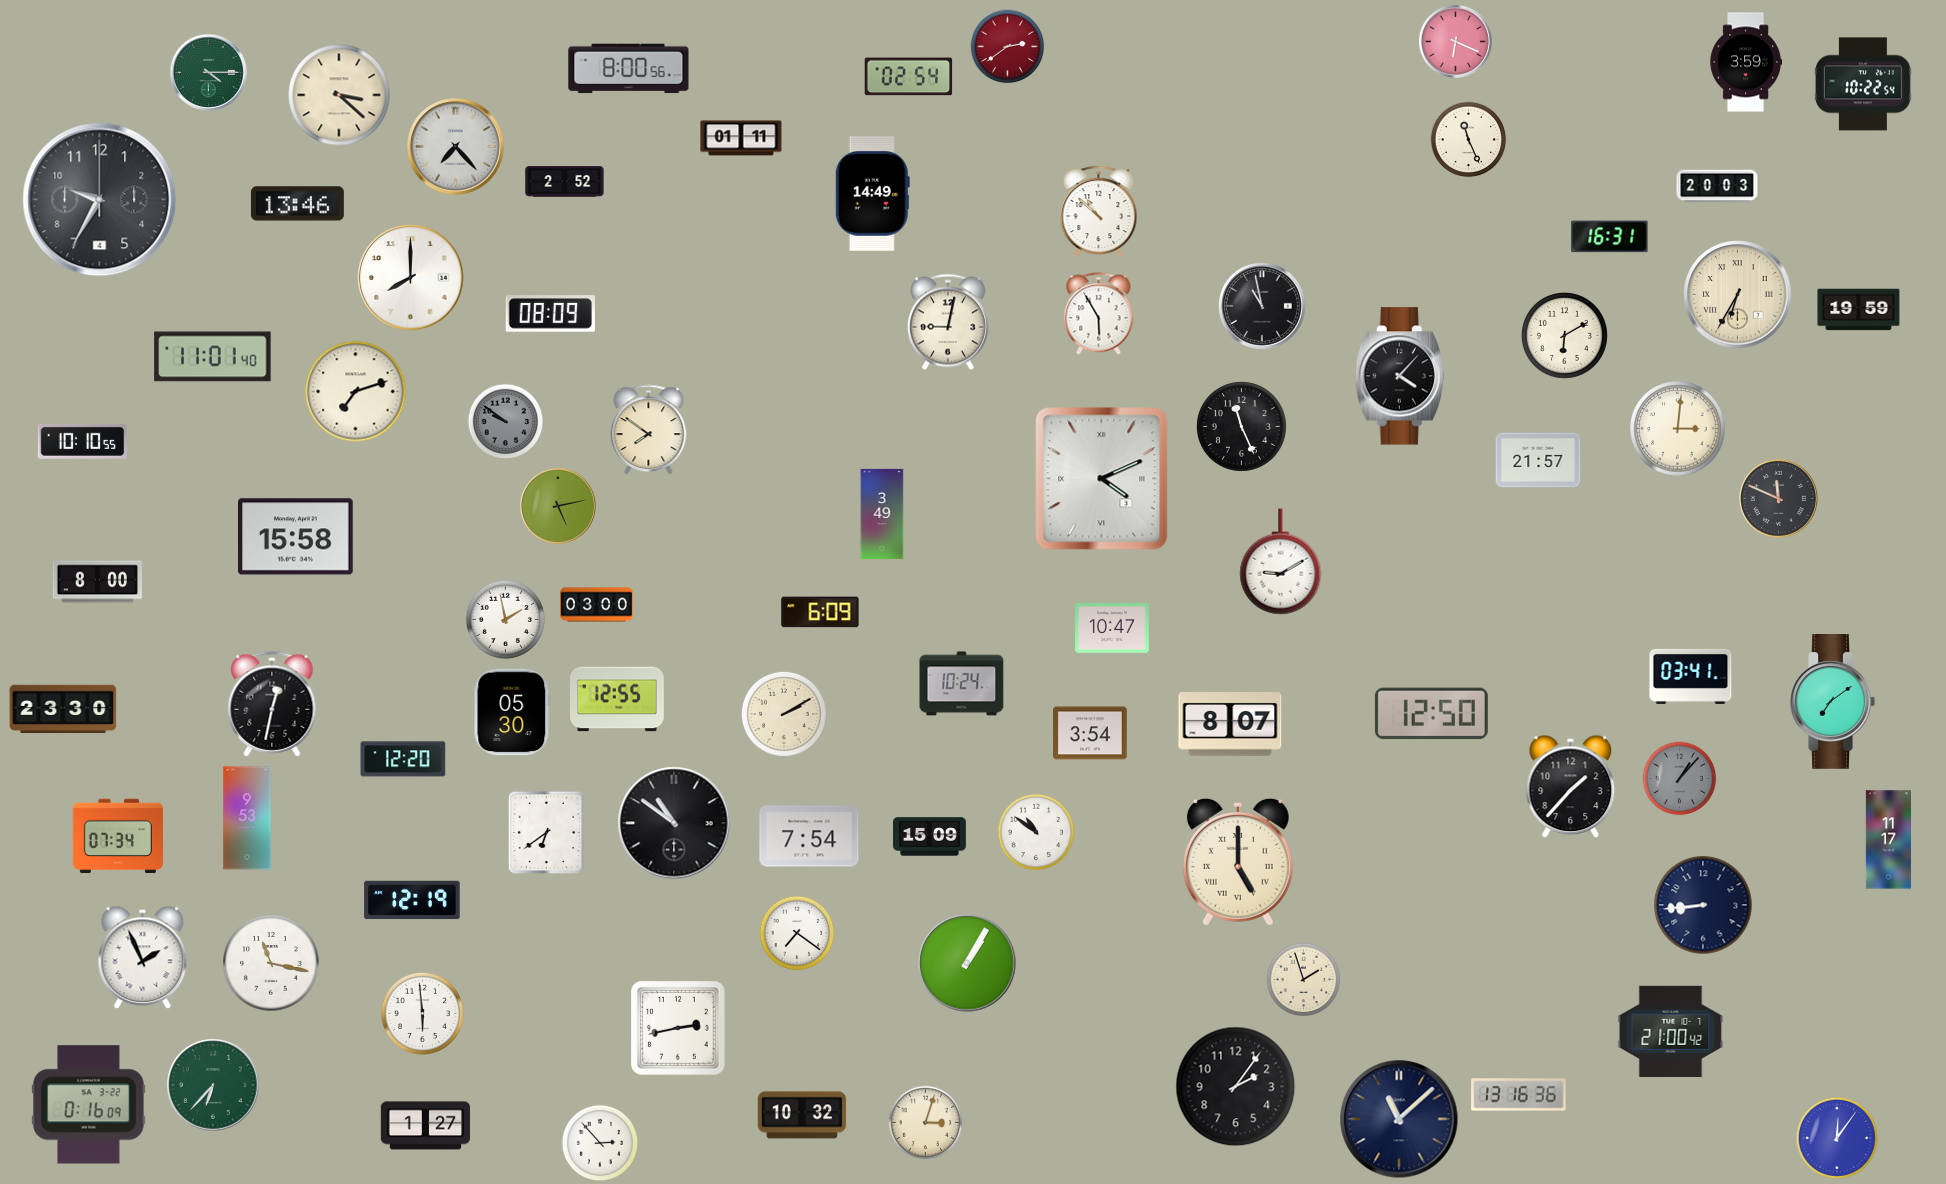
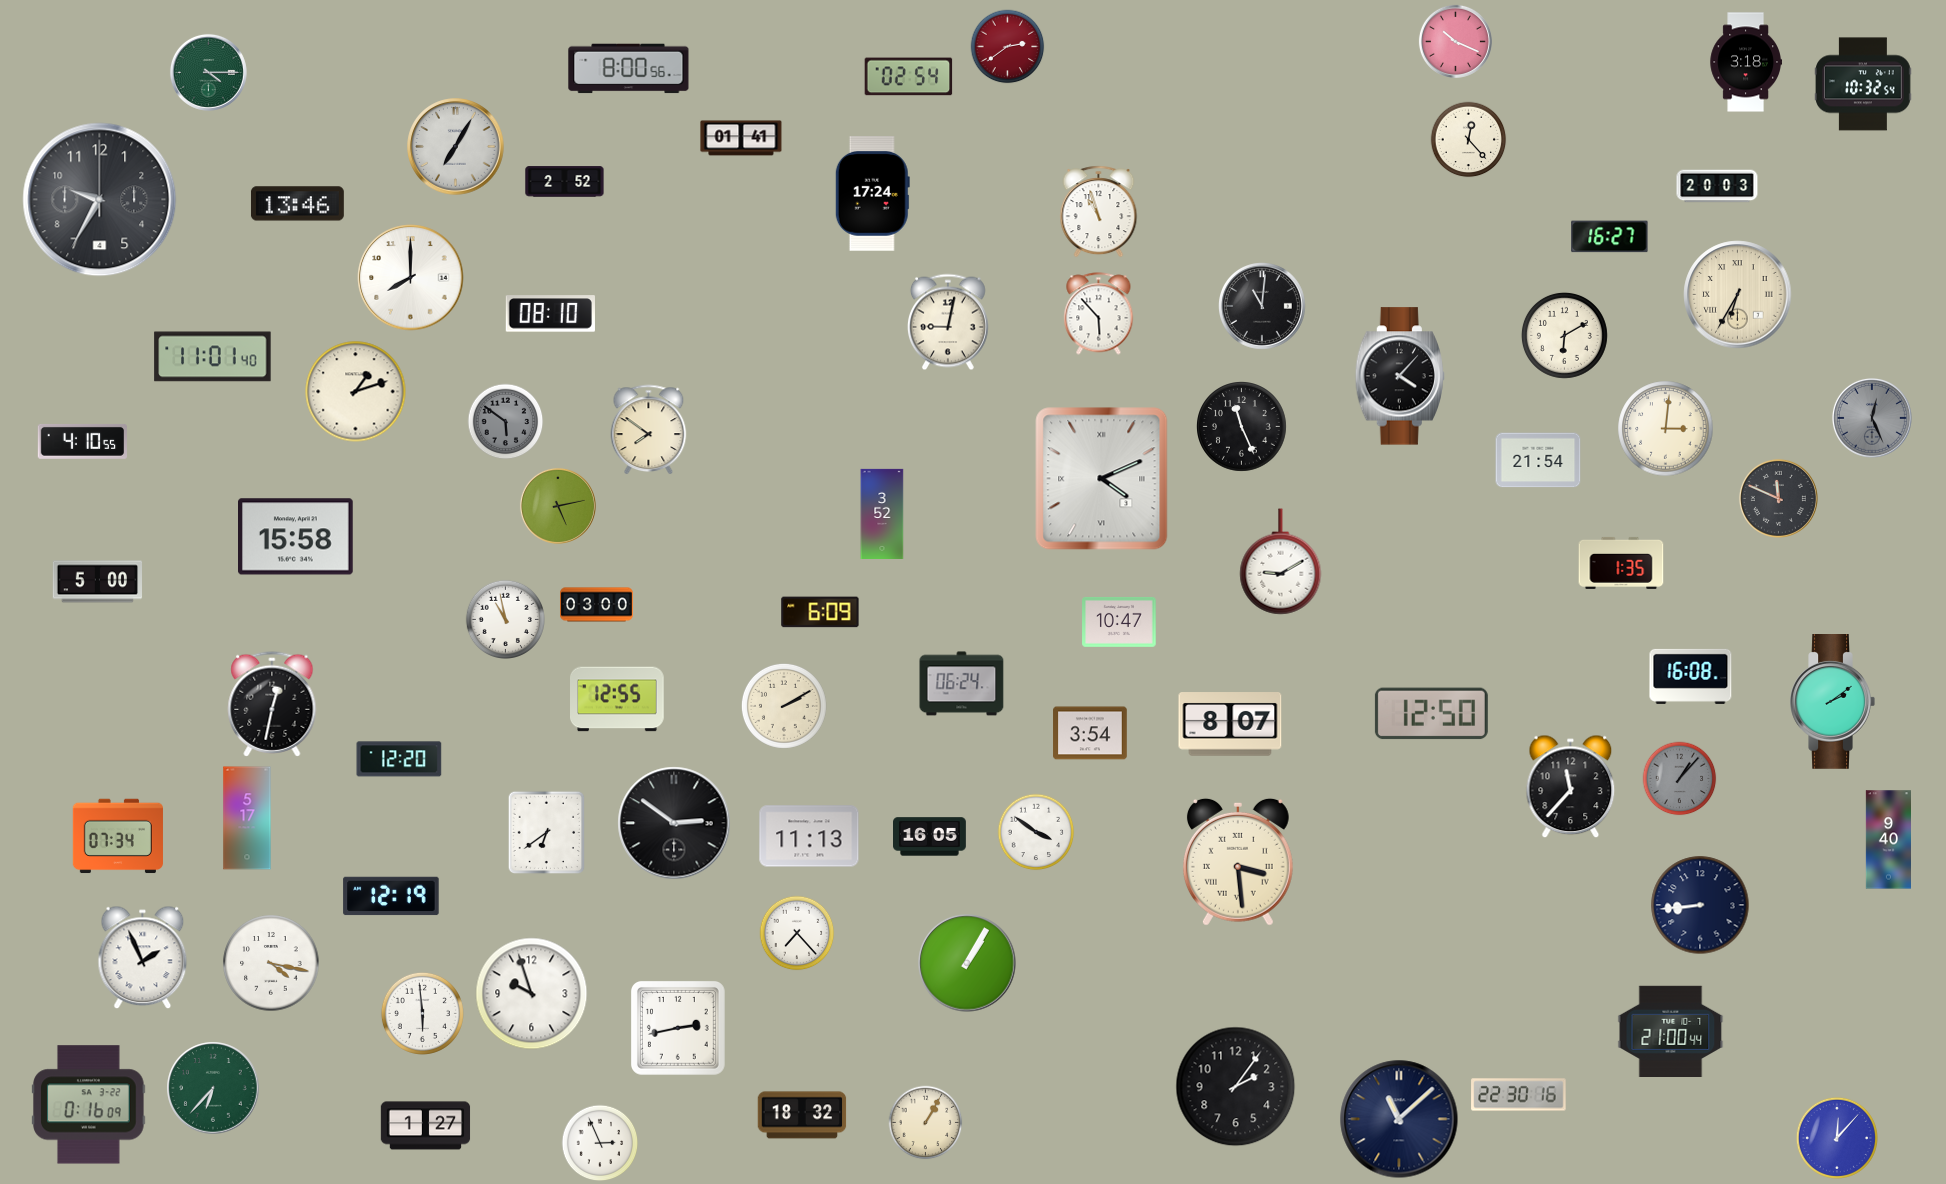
clock at (1455, 41): 6:19 -> 10:19
clock at (1745, 62): 3:59 -> 3:18
clock at (1864, 84): 10:22 -> 10:32
clock at (339, 95): 3:22 -> none
clock at (741, 138): 01:11 -> 01:41
clock at (1469, 140): 11:26 -> 12:23
clock at (456, 147): 7:23 -> 7:05
clock at (872, 194): 14:49 -> 17:24
clock at (1099, 212): 10:52 -> 10:57
clock at (1610, 237): 16:31 -> 16:27
clock at (1263, 307): 10:58 -> 11:01
clock at (1859, 310): 19:59 -> none
clock at (550, 314): 08:09 -> 08:10
clock at (1099, 314): 5:55 -> 5:53
clock at (356, 392): 7:12 -> 1:12
clock at (1872, 418): none -> 12:26
clock at (506, 422): 9:51 -> 5:51
clock at (1678, 429) position: (1678, 429) -> (1666, 429)
clock at (82, 441): 10:10 -> 4:10
clock at (1538, 460): 21:57 -> 21:54
clock at (882, 513): 3:49 -> 3:52
clock at (1621, 563): none -> 1:35
clock at (98, 582): 8:00 -> 5:00
clock at (505, 619): 1:58 -> 10:58
clock at (1112, 628) position: (1112, 628) -> (1119, 622)
clock at (1691, 676): 03:41 -> 16:08
clock at (962, 684): 10:24 -> 06:24
clock at (1832, 702): 7:09 -> 2:09
clock at (63, 709): 23:30 -> none
clock at (512, 712): 05:30 -> none
clock at (784, 714) position: (784, 714) -> (784, 706)
clock at (403, 759) position: (403, 759) -> (399, 759)
clock at (1571, 787): 1:37 -> 11:37
clock at (247, 818): 9:53 -> 5:17
clock at (674, 823): 10:51 -> 2:51
clock at (1036, 832): 10:51 -> 3:51
clock at (809, 836): 7:54 -> 11:13
clock at (930, 837): 15:09 -> 16:05
clock at (1889, 840): 11:17 -> 9:40
clock at (1238, 862): 5:00 -> 3:29
clock at (412, 900) position: (412, 900) -> (391, 896)
clock at (1703, 905) position: (1703, 905) -> (1700, 905)
clock at (797, 933): 7:21 -> 7:23
clock at (271, 963): 11:17 -> 4:17
clock at (1304, 980): 1:57 -> none
clock at (532, 994): none -> 9:57
clock at (1671, 1031): 21:00:42 -> 21:00:44
clock at (213, 1085) position: (213, 1085) -> (213, 1088)
clock at (1519, 1095): 13:16 -> 22:30
clock at (802, 1115): 10:32 -> 18:32
clock at (926, 1123): 3:03 -> 1:05
clock at (1837, 1138): 12:06 -> 12:07
clock at (600, 1143): 2:53 -> 2:56
